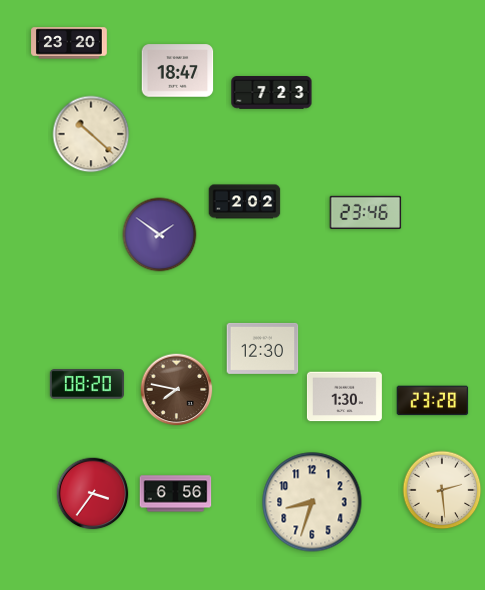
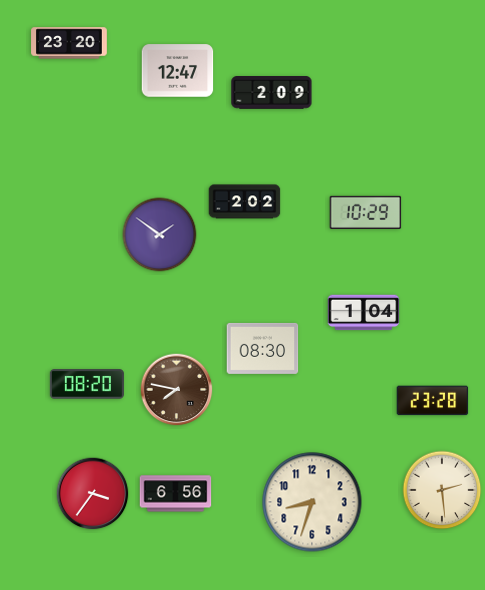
clock at (178, 71): 18:47 -> 12:47
clock at (272, 93): 7:23 -> 2:09
clock at (91, 134): 10:22 -> none
clock at (366, 212): 23:46 -> 10:29
clock at (364, 313): none -> 1:04
clock at (263, 348): 12:30 -> 08:30
clock at (344, 397): 1:30 -> none
